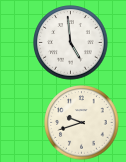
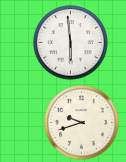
clock at (71, 43): 4:59 -> 5:59
